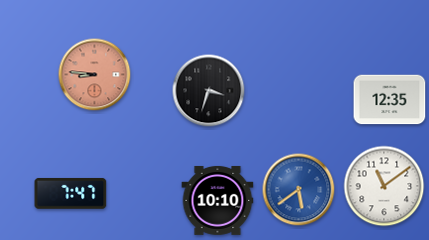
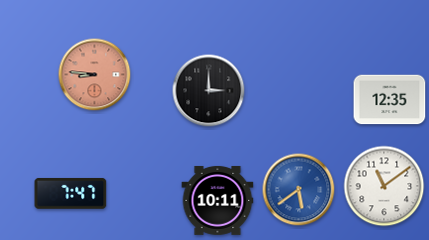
clock at (209, 91): 3:33 -> 3:00
clock at (218, 200): 10:10 -> 10:11
